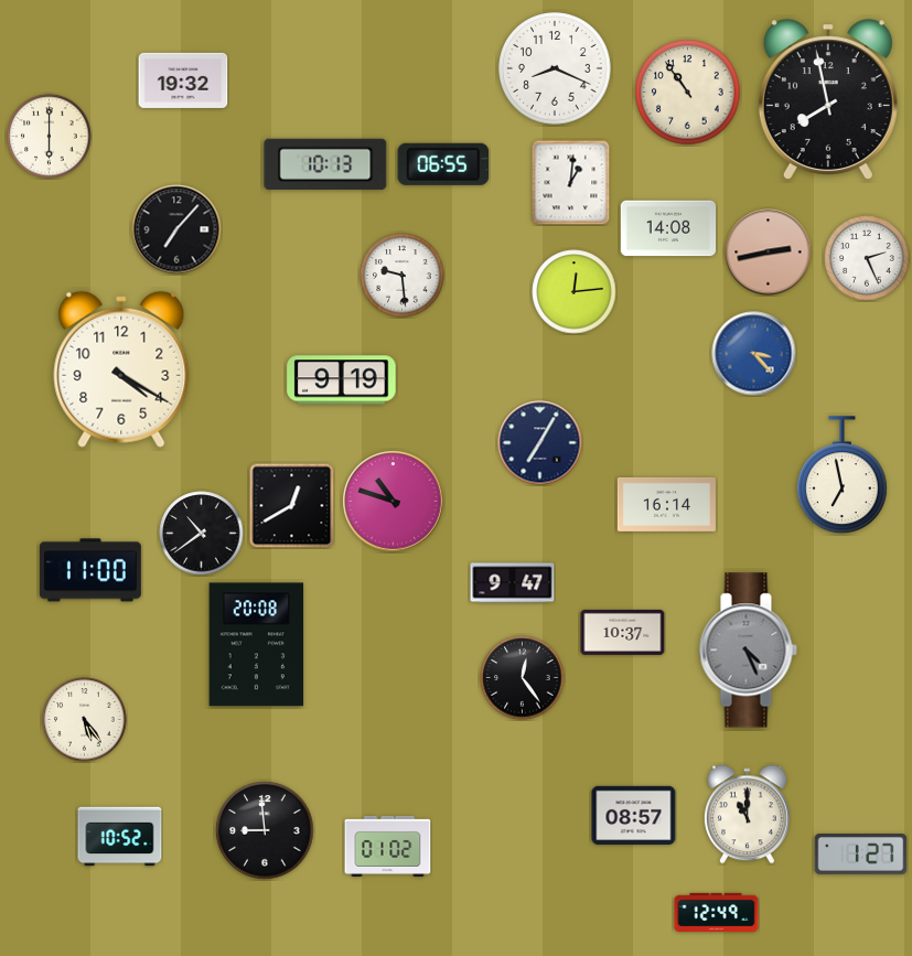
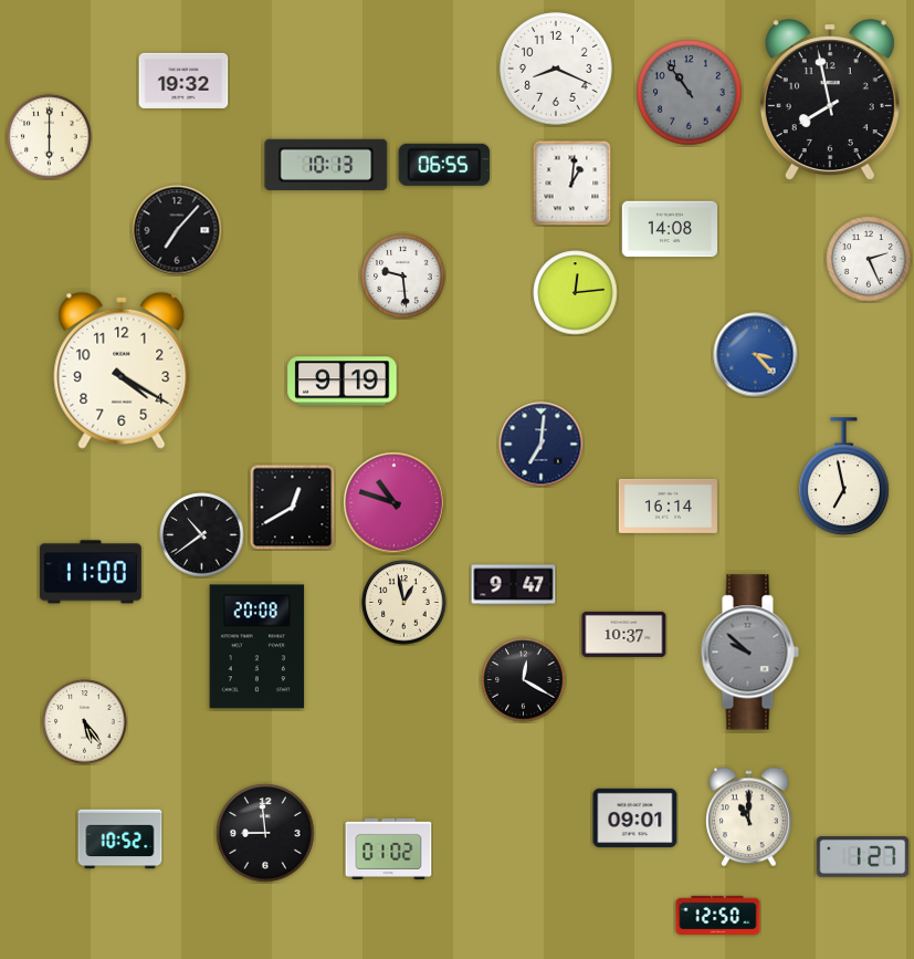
clock at (688, 93) dial: cream -> grey
clock at (769, 253): 2:43 -> none
clock at (540, 443): 7:05 -> 7:01
clock at (405, 603): none -> 12:58
clock at (748, 651): 4:26 -> 9:52
clock at (523, 678): 12:24 -> 12:20
clock at (634, 815): 08:57 -> 09:01
clock at (717, 912): 12:49 -> 12:50
